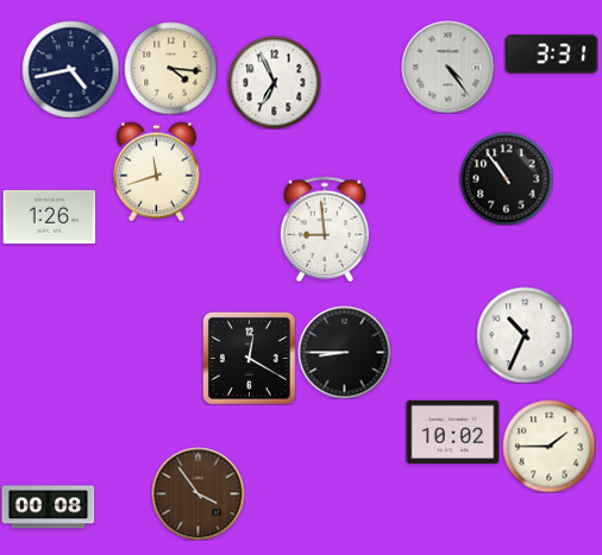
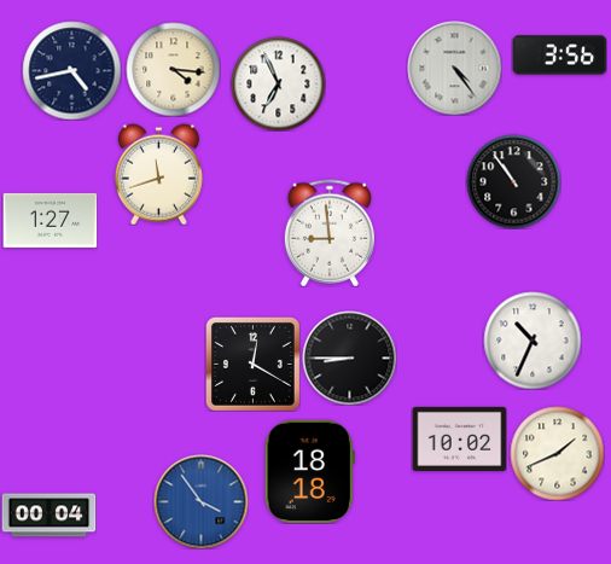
clock at (551, 55): 3:31 -> 3:56
clock at (49, 216): 1:26 -> 1:27
clock at (548, 446): 1:45 -> 1:41
clock at (309, 471): none -> 18:18
clock at (197, 493) dial: brown -> blue
clock at (48, 507): 00:08 -> 00:04
